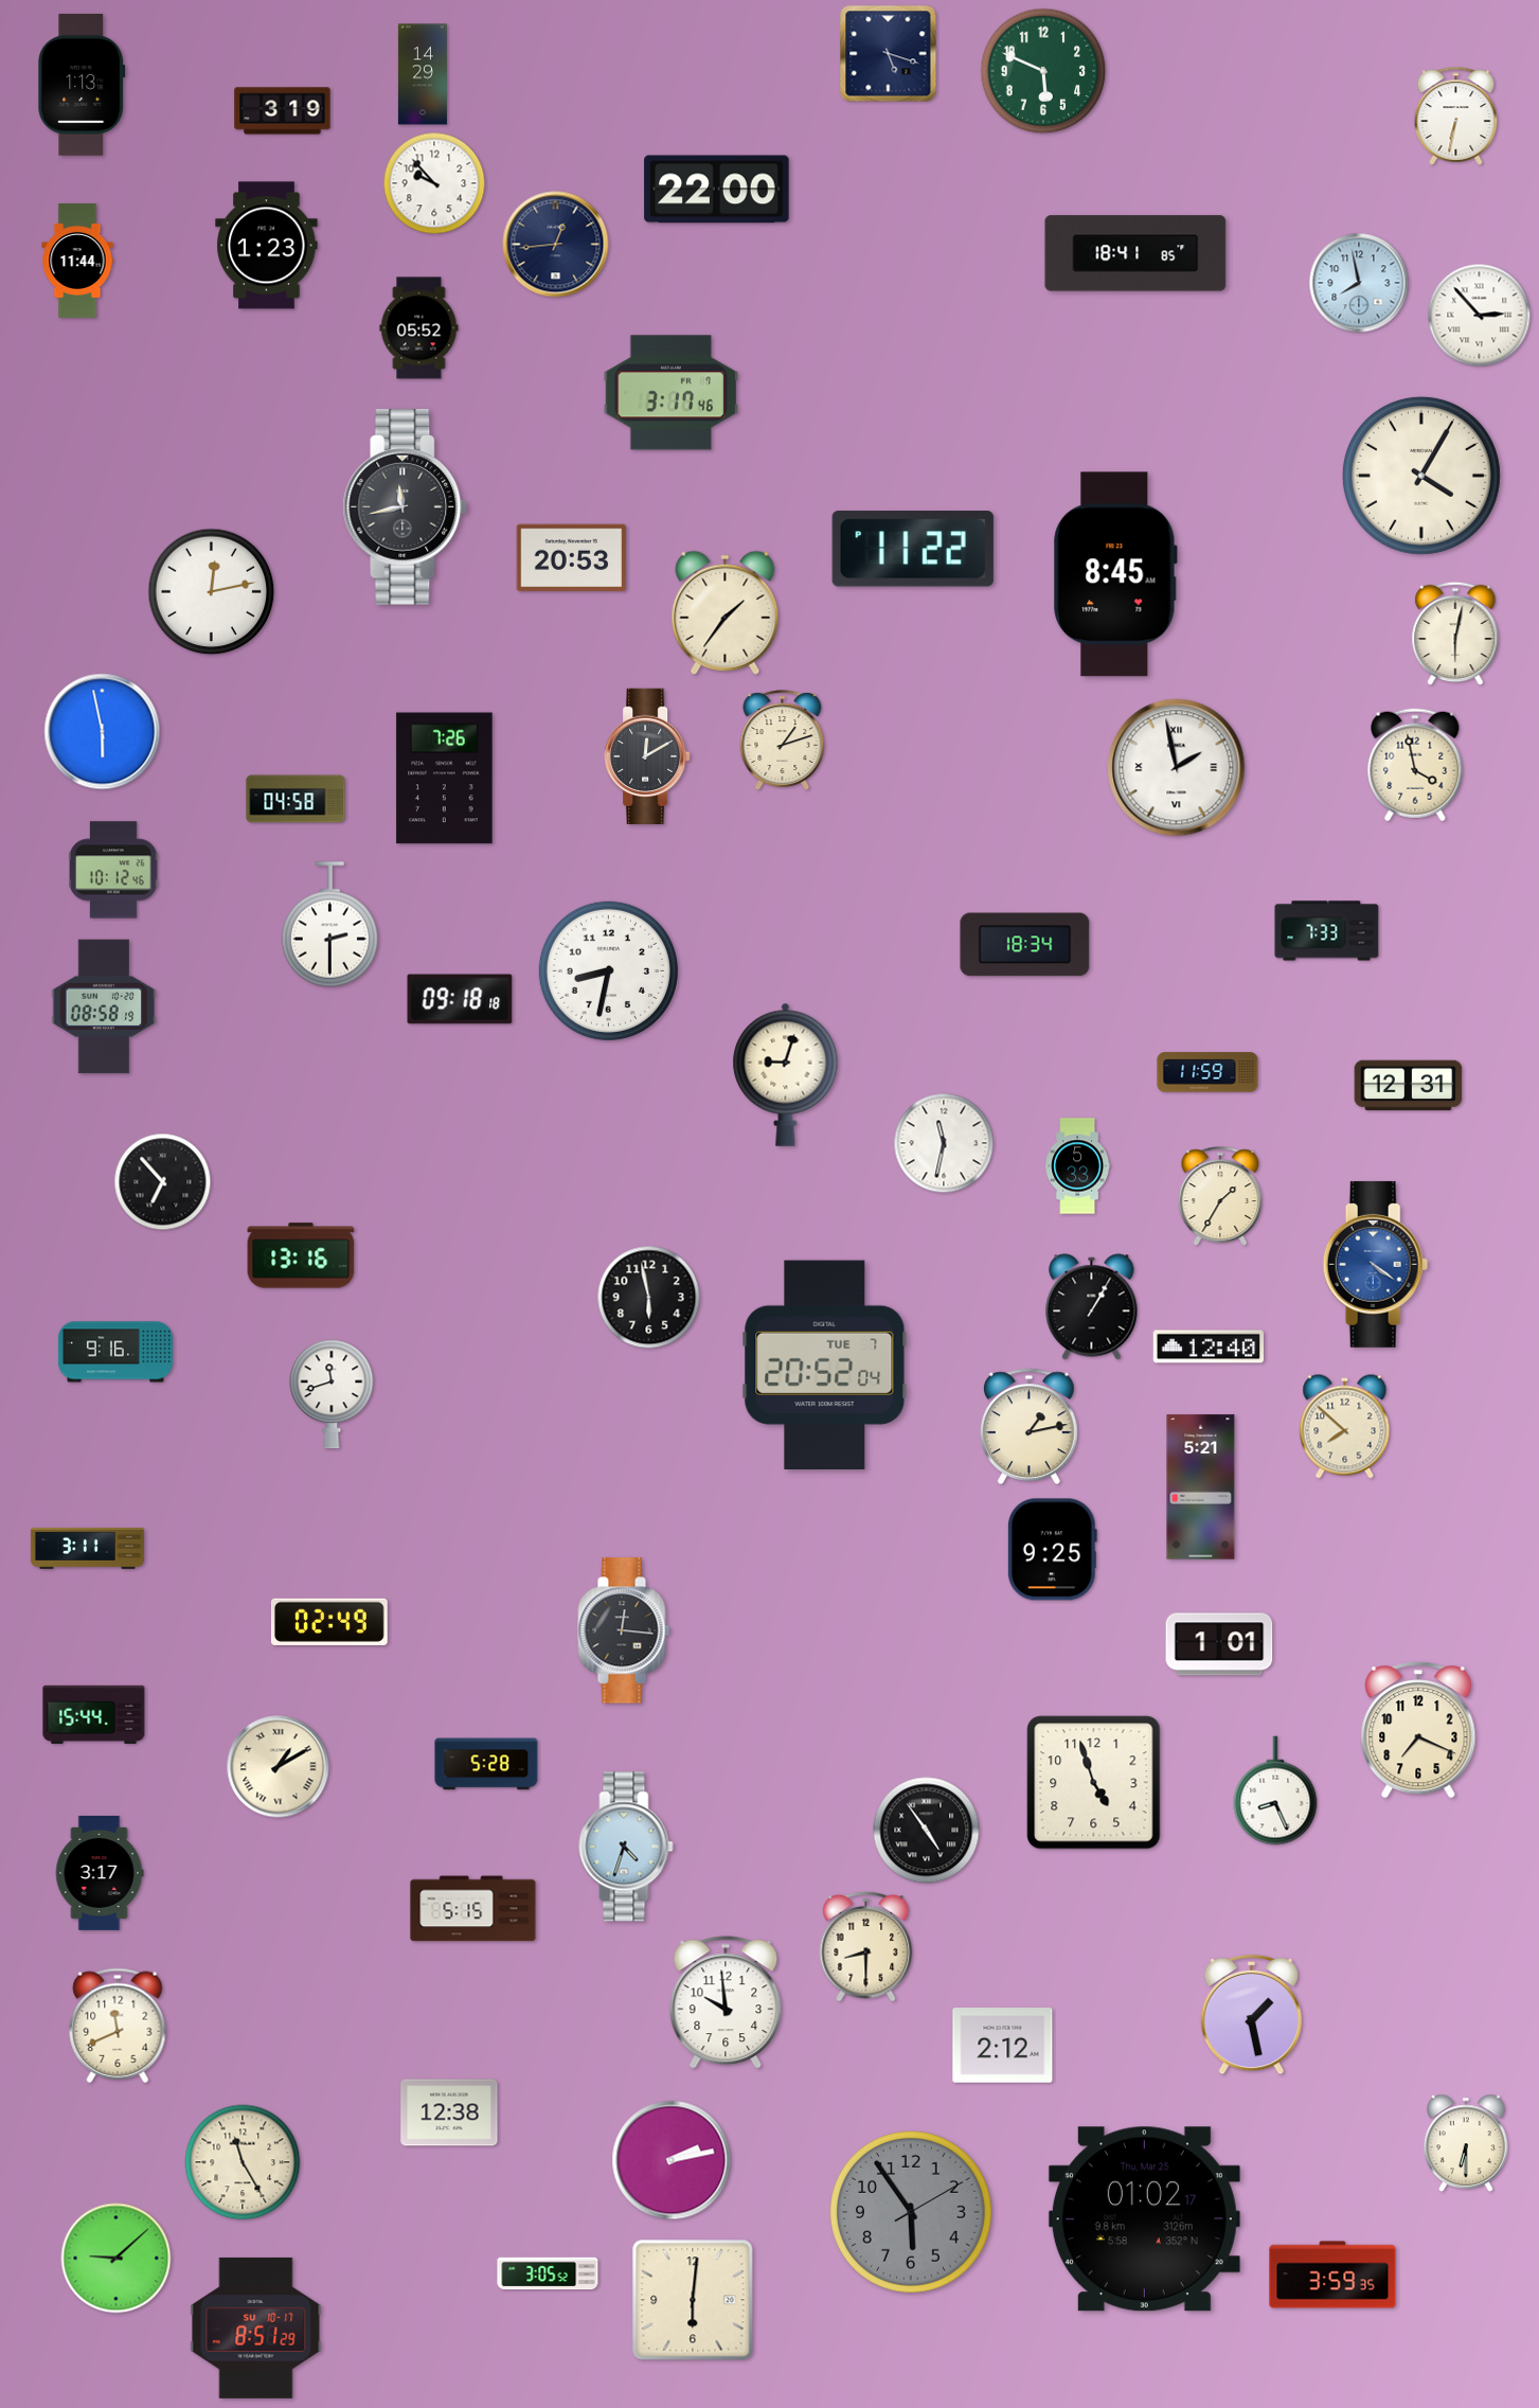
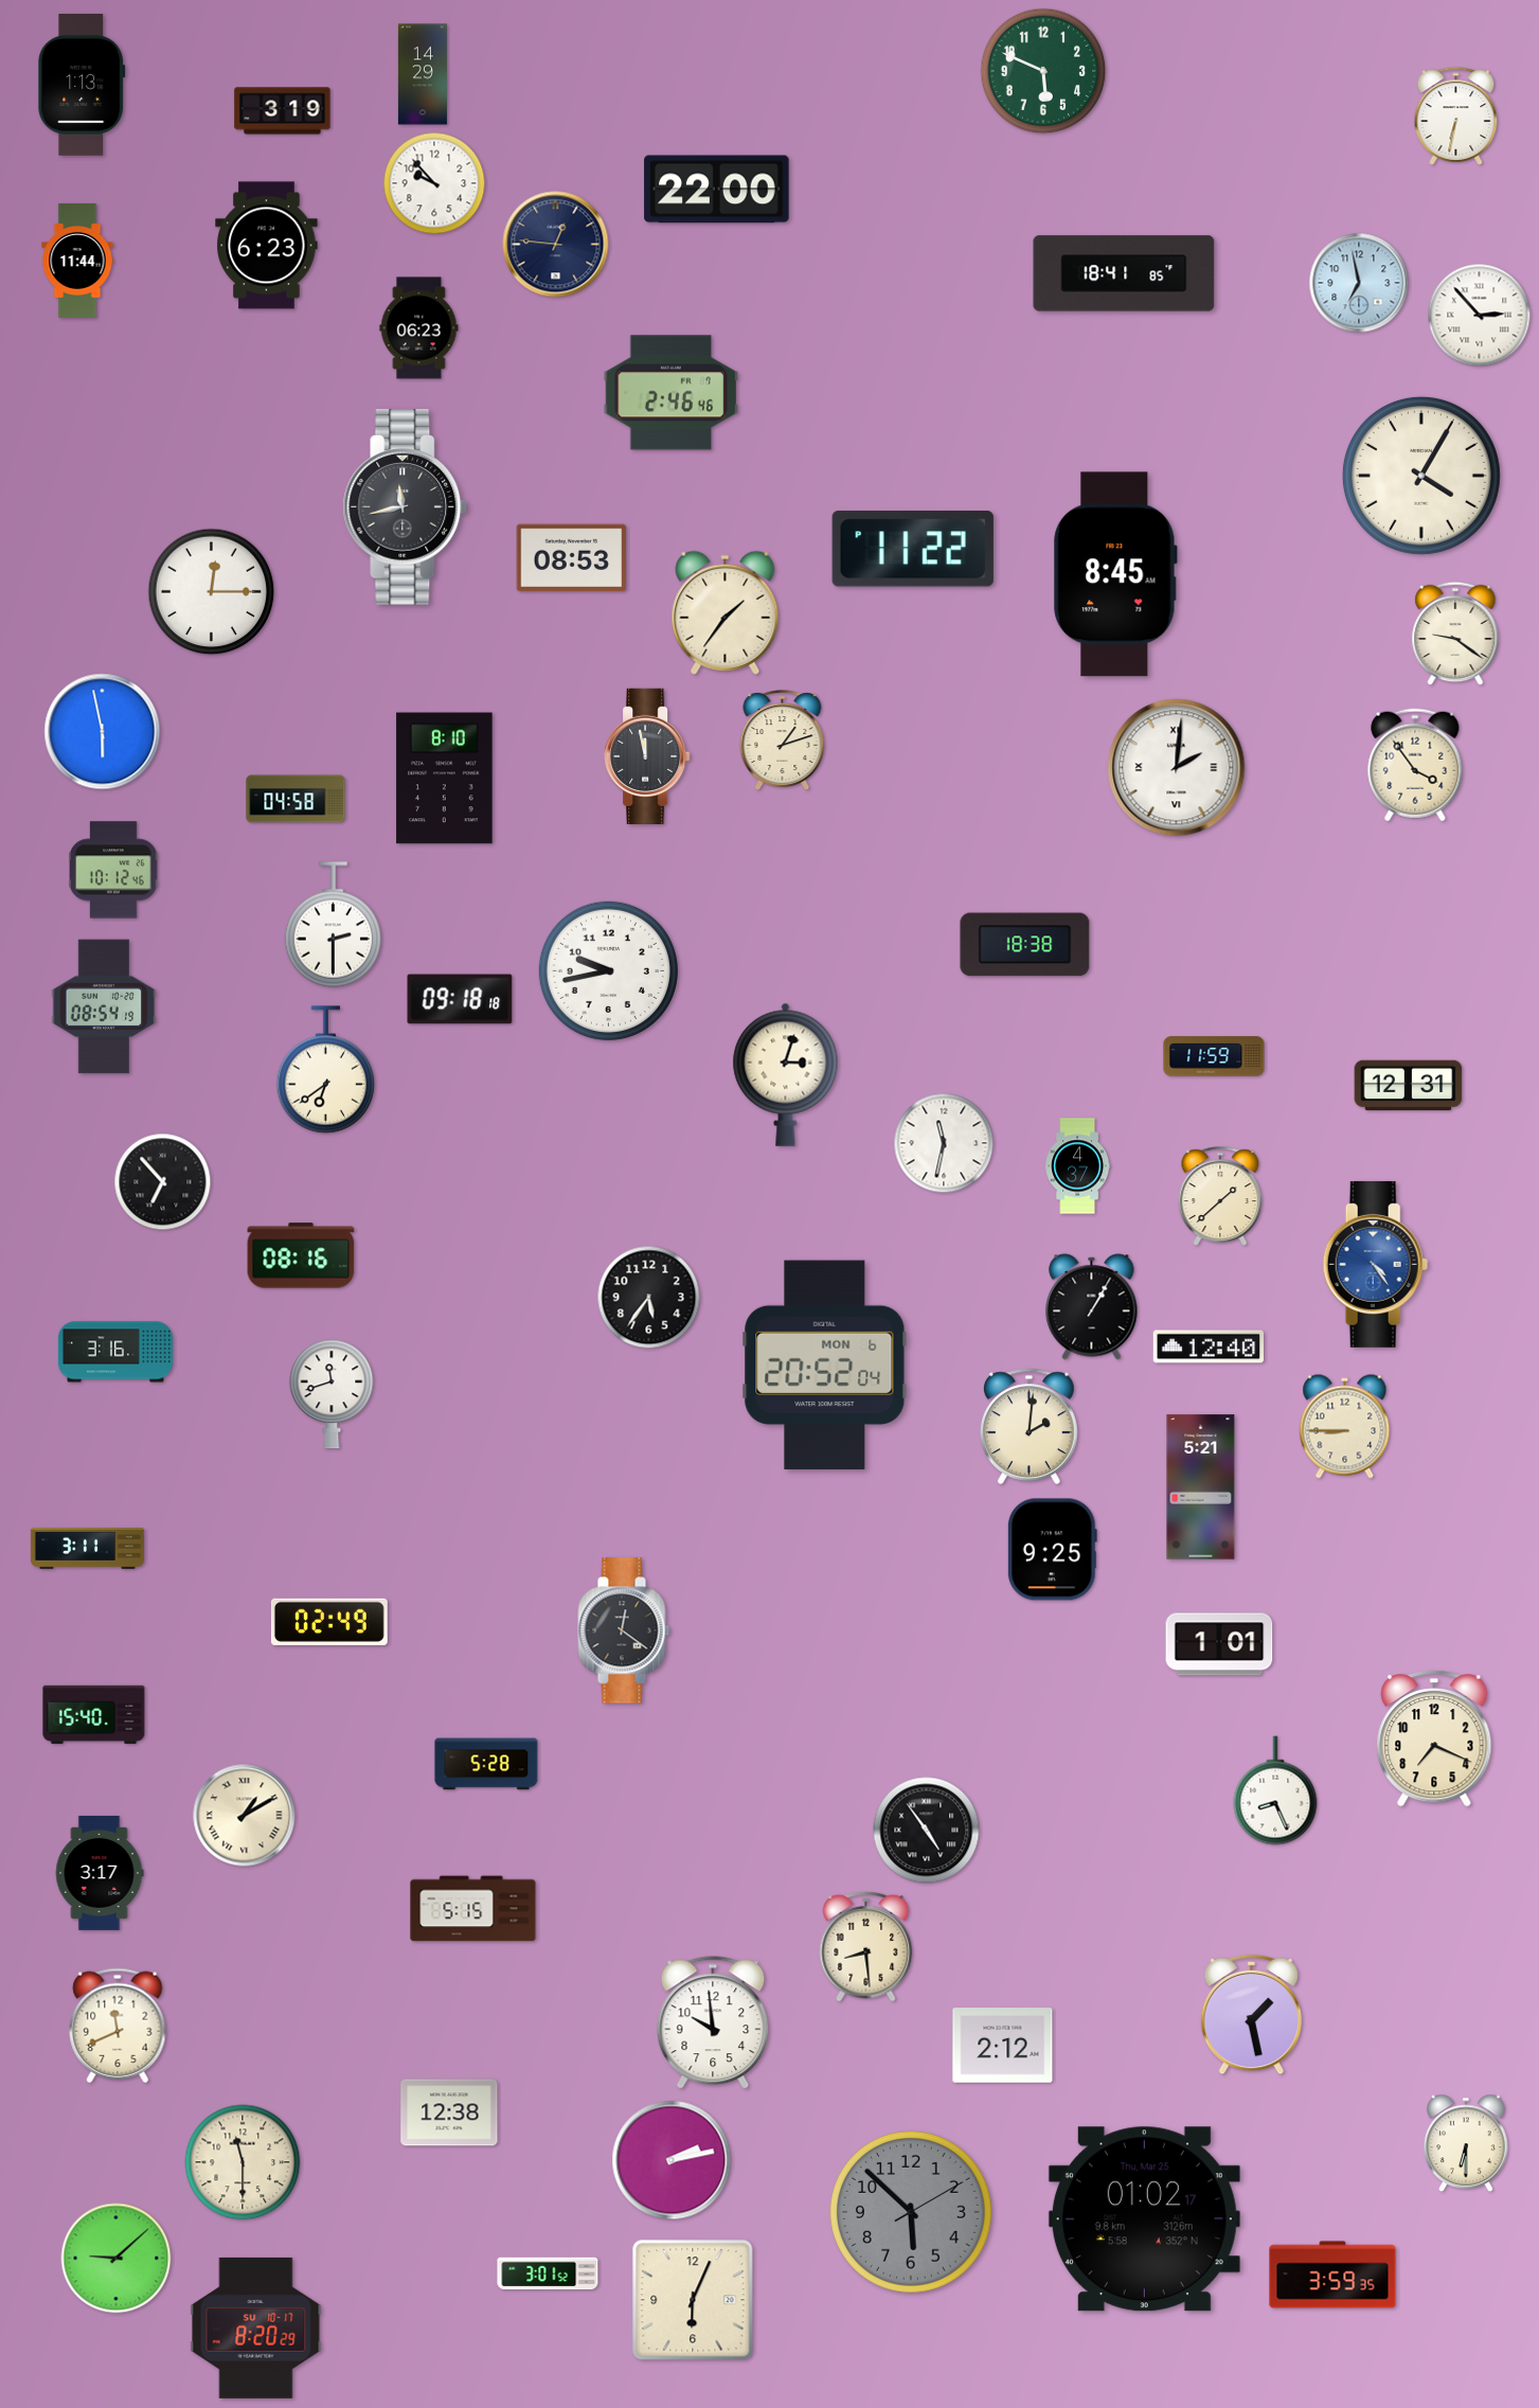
clock at (889, 54): 5:18 -> none
clock at (556, 245): 12:44 -> 12:46
clock at (267, 246): 1:23 -> 6:23
clock at (1135, 253) position: (1135, 253) -> (1124, 273)
clock at (1359, 283): 7:58 -> 6:58
clock at (419, 328): 05:52 -> 06:23
clock at (672, 393): 3:17 -> 2:46
clock at (572, 558): 20:53 -> 08:53
clock at (212, 592): 12:13 -> 12:15
clock at (1455, 634): 6:02 -> 9:21
clock at (647, 755): 12:10 -> 11:58
clock at (1415, 765): 3:58 -> 3:54
clock at (1177, 768): 1:58 -> 2:01
clock at (445, 779): 7:26 -> 8:10
clock at (330, 925) position: (330, 925) -> (334, 925)
clock at (1327, 931): 7:33 -> none
clock at (1025, 945): 18:34 -> 18:38
clock at (608, 970): 8:32 -> 9:43
clock at (104, 1006): 08:58 -> 08:54
clock at (326, 1070): none -> 6:39
clock at (1207, 1072) position: (1207, 1072) -> (1214, 1056)
clock at (786, 1074): 9:03 -> 3:03
clock at (1078, 1166): 5:33 -> 4:37
clock at (1220, 1196): 1:35 -> 1:38
clock at (301, 1255): 13:16 -> 08:16
clock at (1376, 1264): 4:21 -> 4:24
clock at (649, 1298): 5:58 -> 5:36
clock at (115, 1352): 9:16 -> 3:16
clock at (825, 1366) date: TUE 7 -> MON 6
clock at (1028, 1426): 1:13 -> 2:01
clock at (1345, 1427): 7:52 -> 8:45
clock at (624, 1630): 12:16 -> 12:21
clock at (94, 1714): 15:44 -> 15:40
clock at (1418, 1730) position: (1418, 1730) -> (1434, 1738)
clock at (279, 1767) position: (279, 1767) -> (245, 1816)
clock at (1094, 1783): 4:57 -> none
clock at (626, 1847): 4:33 -> none
clock at (866, 1946): 8:30 -> 8:29
clock at (726, 2003) position: (726, 2003) -> (713, 2023)
clock at (243, 2162): 11:25 -> 11:30
clock at (911, 2212): 5:54 -> 5:52
clock at (548, 2273): 3:05 -> 3:01
clock at (693, 2300): 6:01 -> 6:04
clock at (256, 2327): 8:51 -> 8:20
